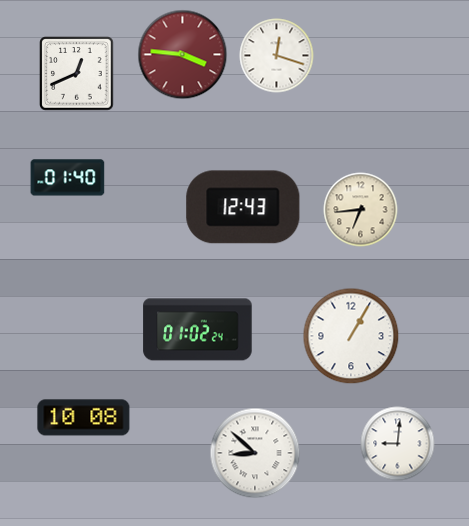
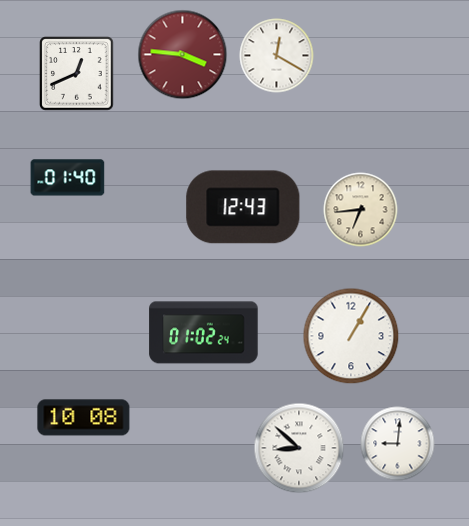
clock at (277, 56): 12:18 -> 12:20
clock at (198, 330) position: (198, 330) -> (204, 333)
clock at (255, 453) position: (255, 453) -> (299, 448)
